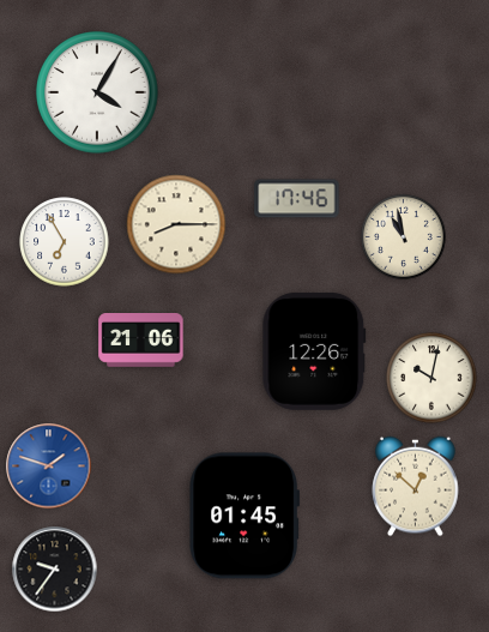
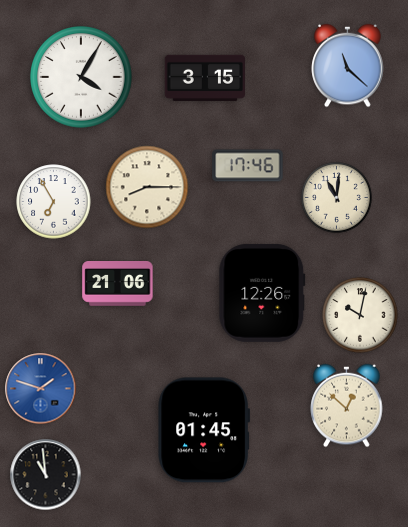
clock at (348, 66): none -> 11:22
clock at (205, 78): none -> 3:15
clock at (403, 236): 10:58 -> 11:01
clock at (55, 570): 9:36 -> 10:59
